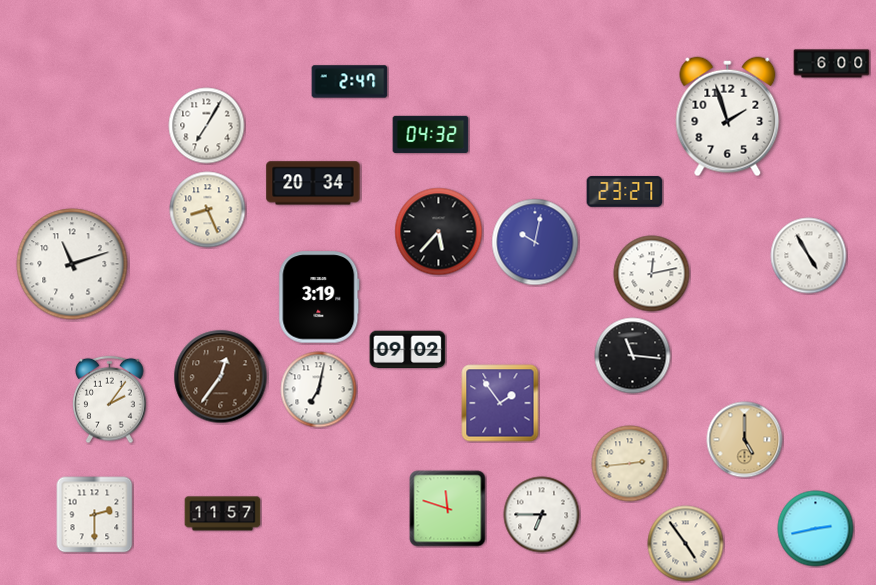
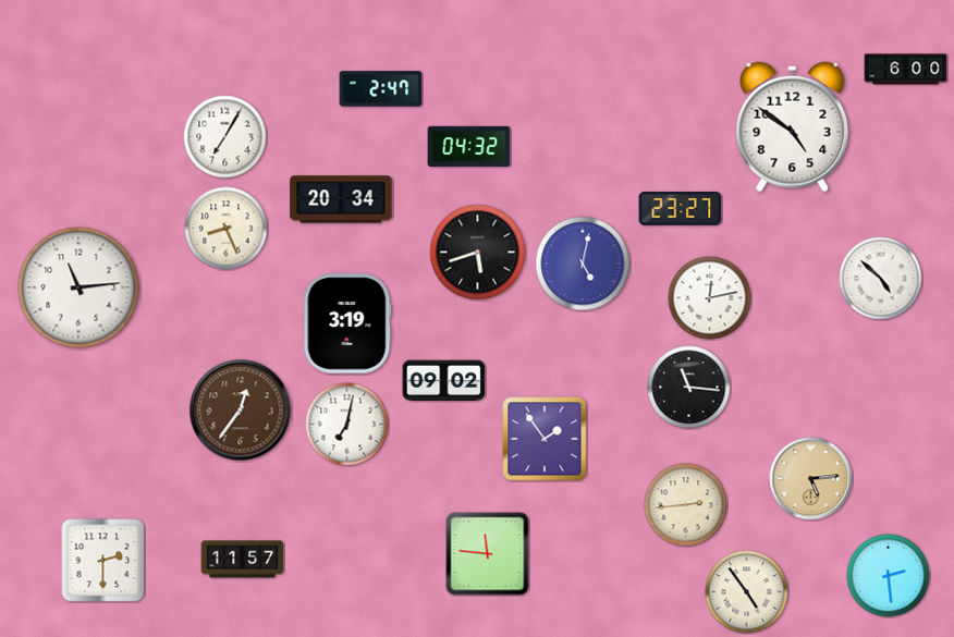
clock at (728, 117): 1:57 -> 4:51
clock at (439, 232): 5:37 -> 5:42
clock at (535, 242): 10:02 -> 5:02
clock at (809, 256): 4:55 -> 4:52
clock at (72, 264): 11:12 -> 11:14
clock at (110, 400): 2:06 -> none
clock at (745, 440): 5:00 -> 5:14
clock at (448, 509): 11:48 -> 11:46
clock at (542, 515): 6:45 -> none
clock at (816, 529): 2:43 -> 2:29
